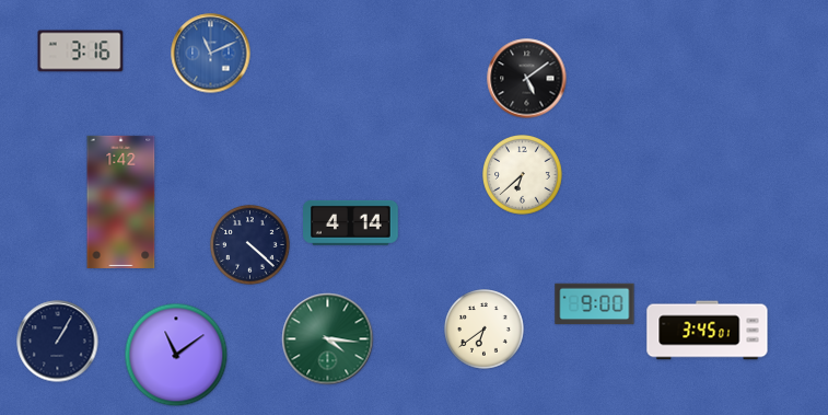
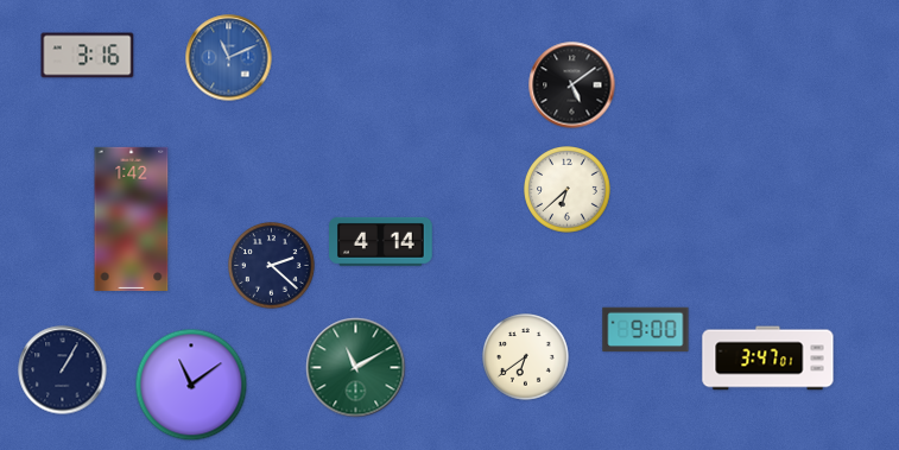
clock at (250, 245): 4:22 -> 2:22
clock at (708, 331): 3:45 -> 3:47
clock at (328, 339): 4:16 -> 11:10
